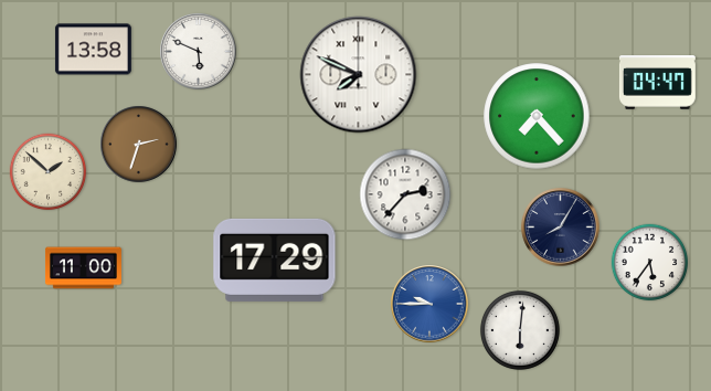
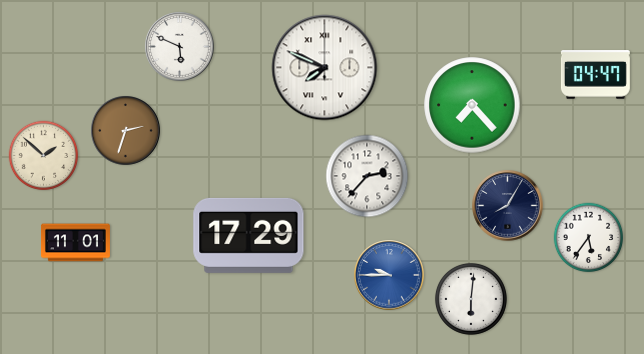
clock at (93, 50): 13:58 -> none
clock at (537, 116) position: (537, 116) -> (472, 105)
clock at (83, 268): 11:00 -> 11:01
